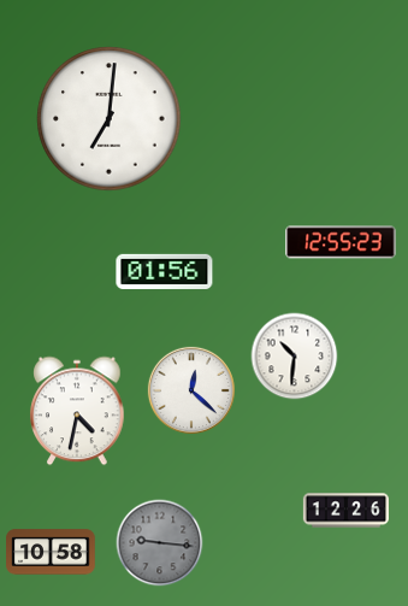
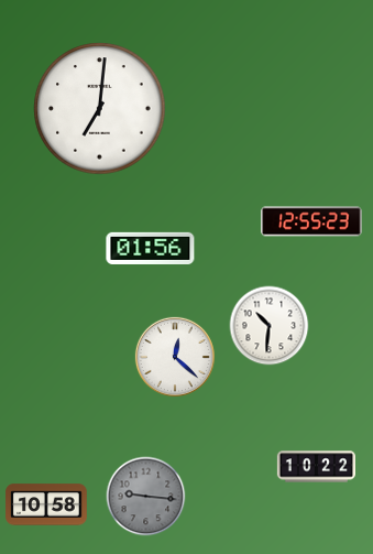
clock at (77, 411): 4:32 -> none
clock at (345, 511): 12:26 -> 10:22
